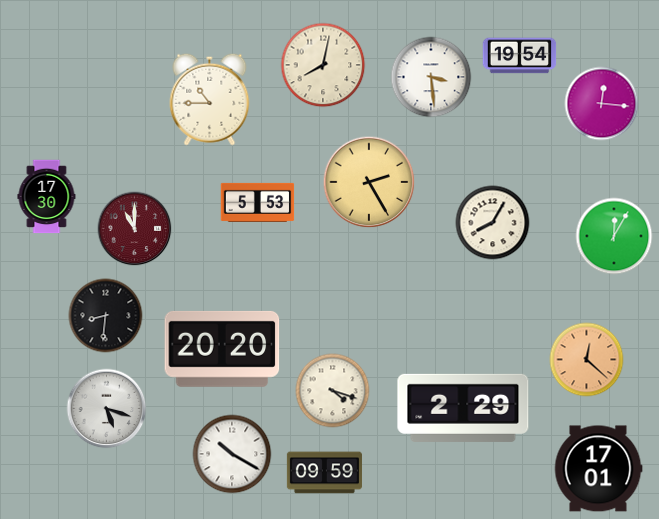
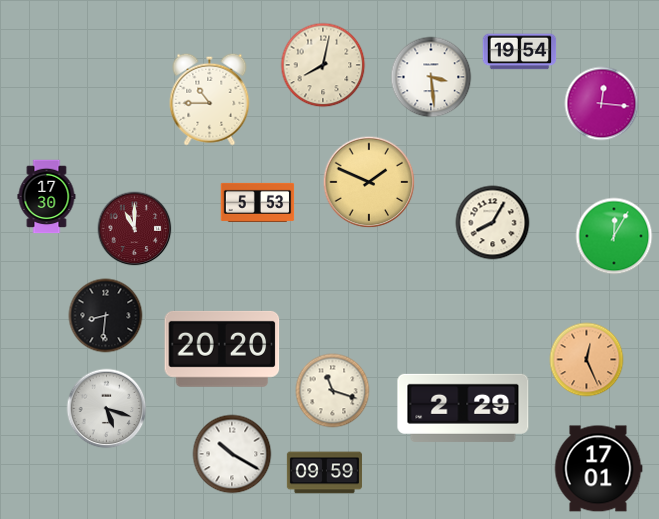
clock at (520, 56) position: (520, 56) -> (520, 52)
clock at (369, 182): 2:25 -> 1:49
clock at (587, 360): 12:22 -> 12:26
clock at (333, 391): 4:18 -> 11:18
